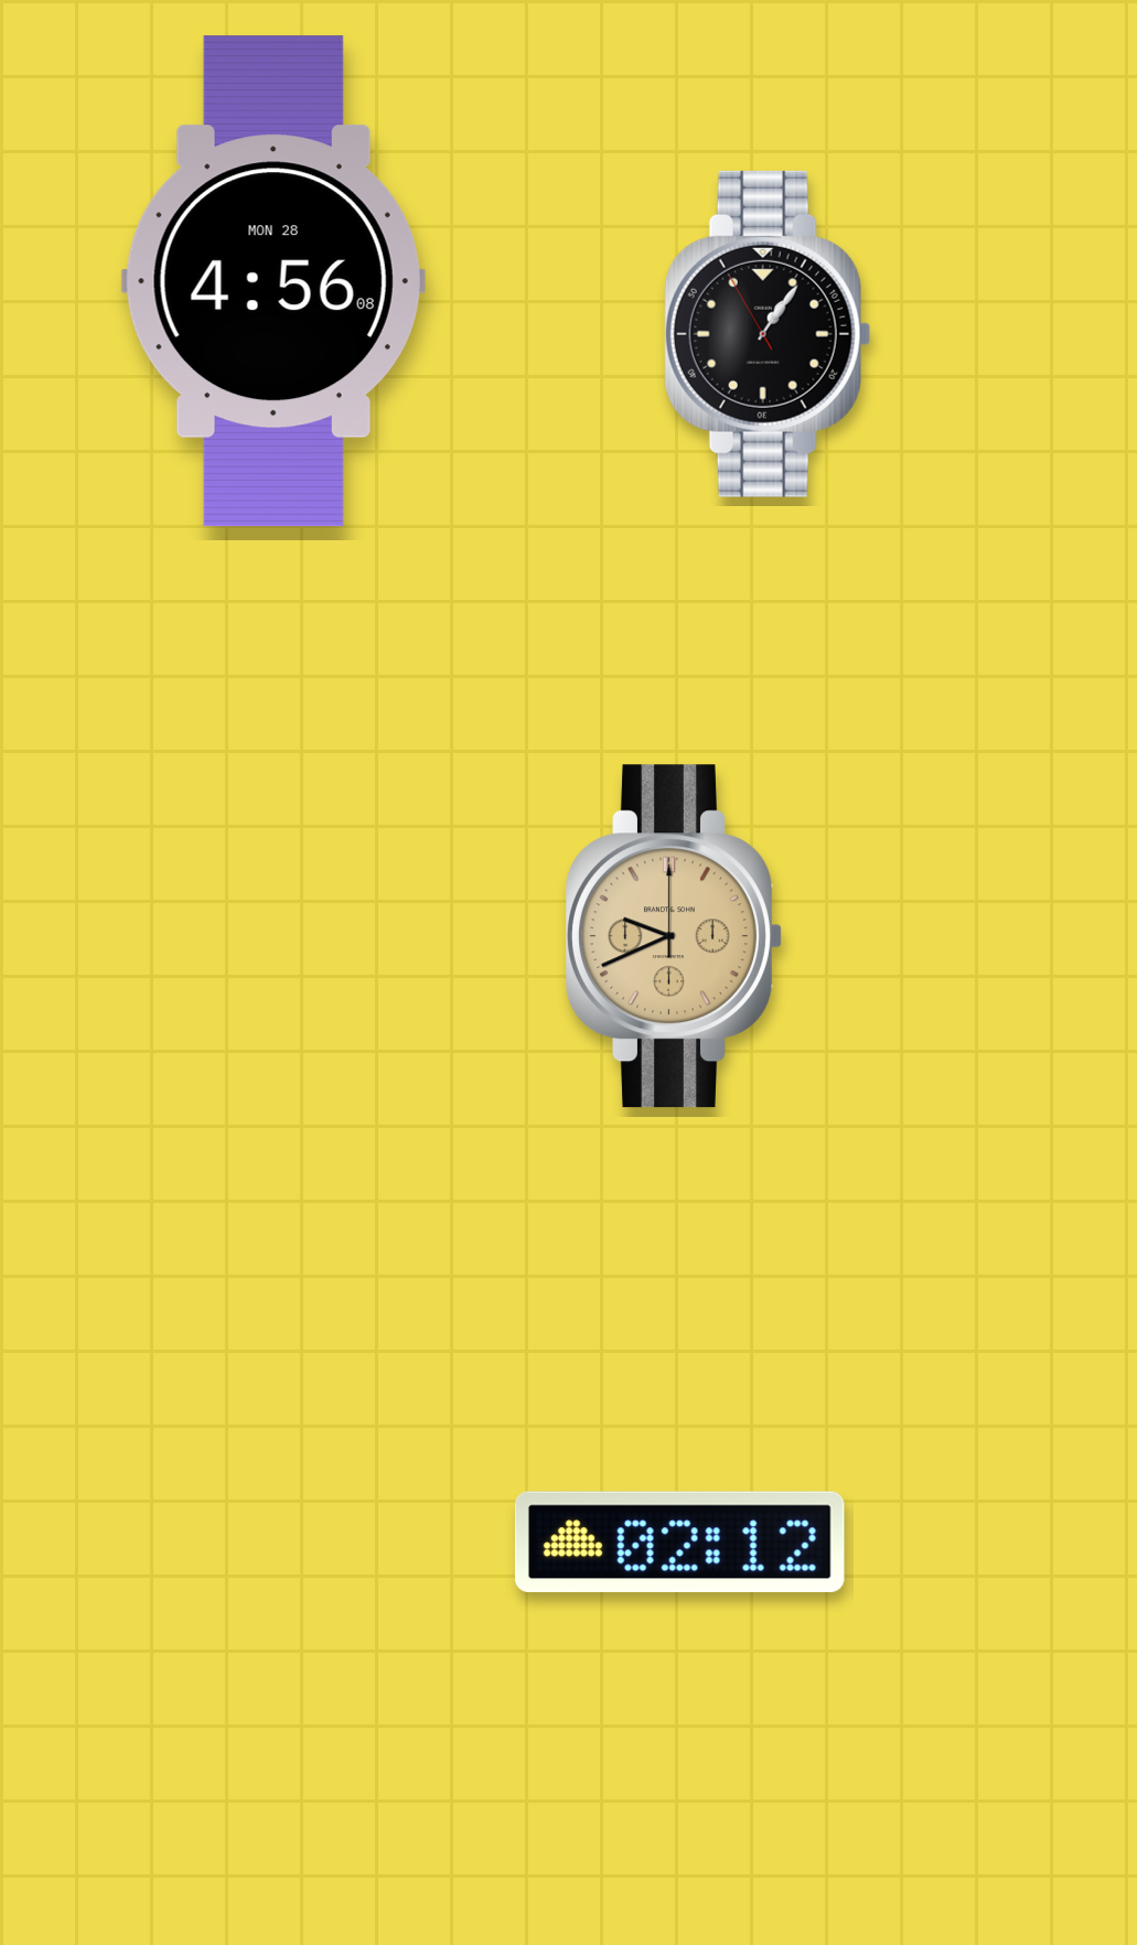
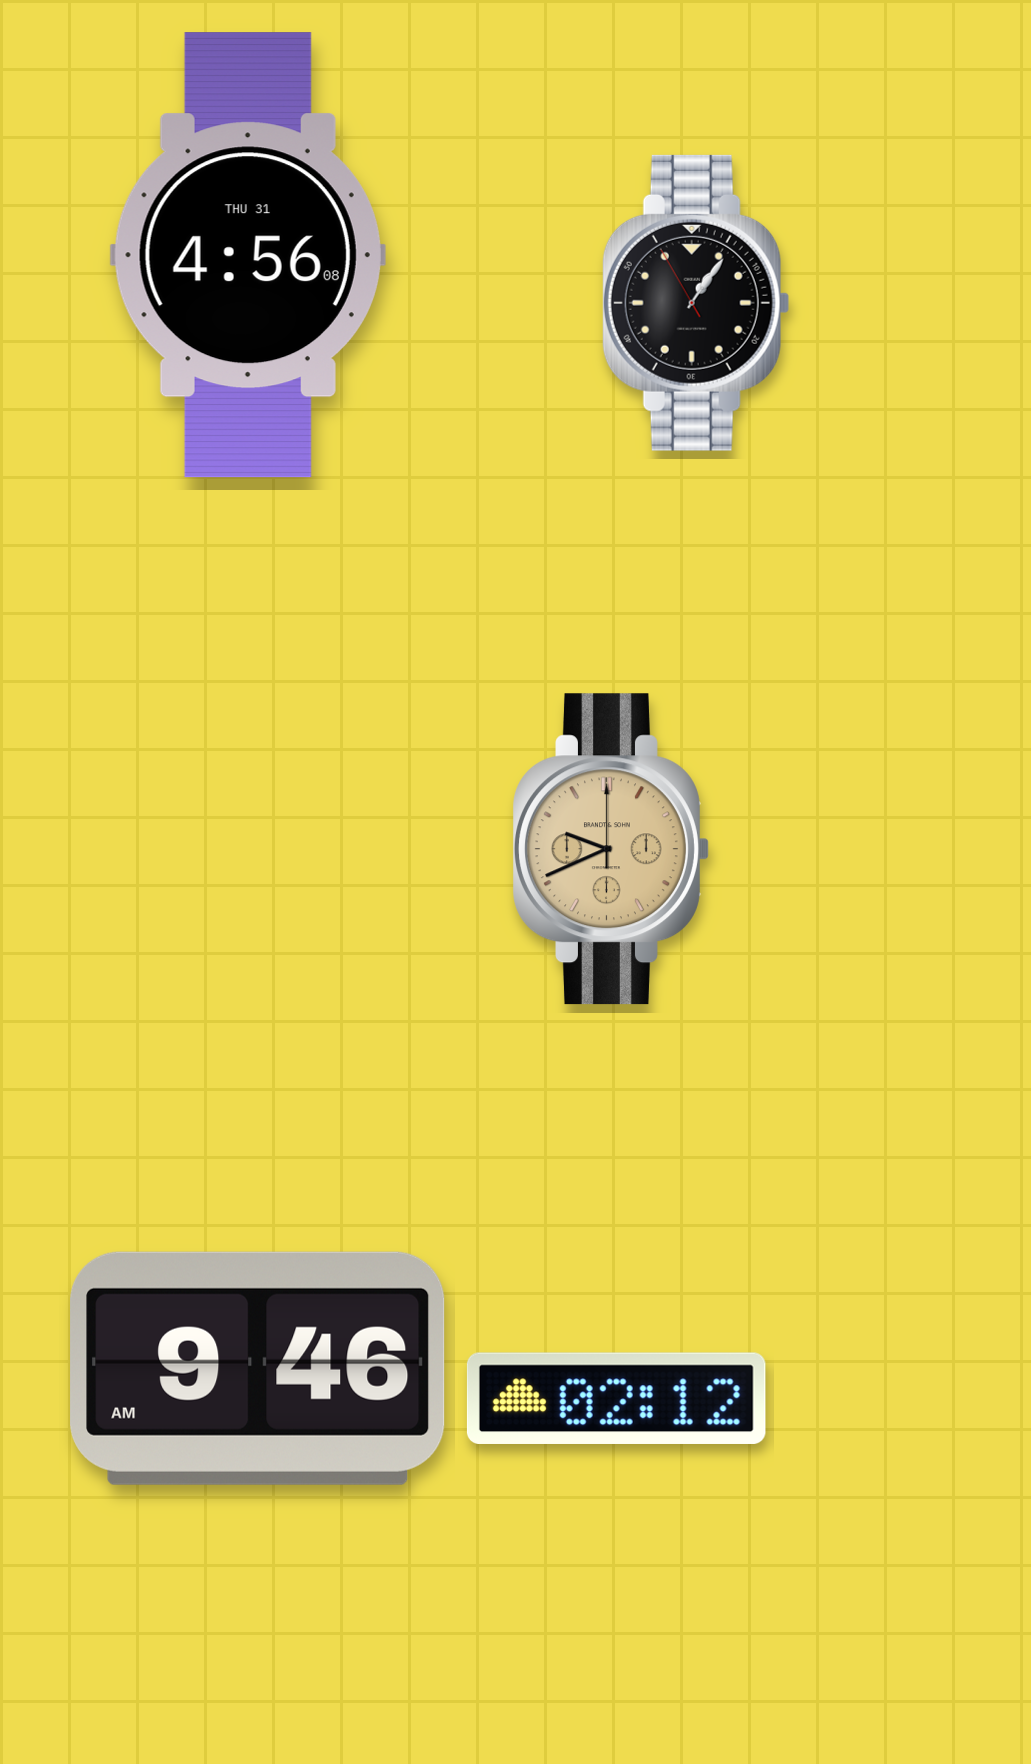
clock at (273, 281) date: MON 28 -> THU 31
clock at (258, 1368): none -> 9:46
